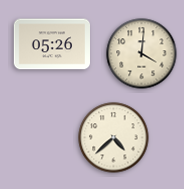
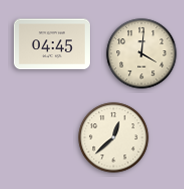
clock at (51, 44): 05:26 -> 04:45
clock at (114, 138): 4:38 -> 12:38
